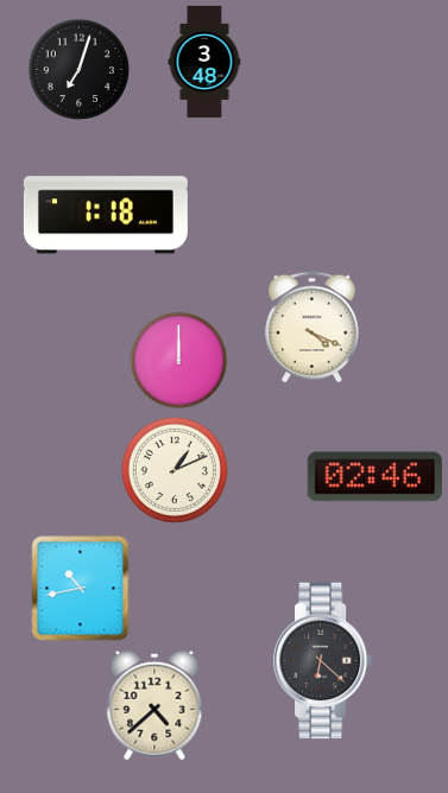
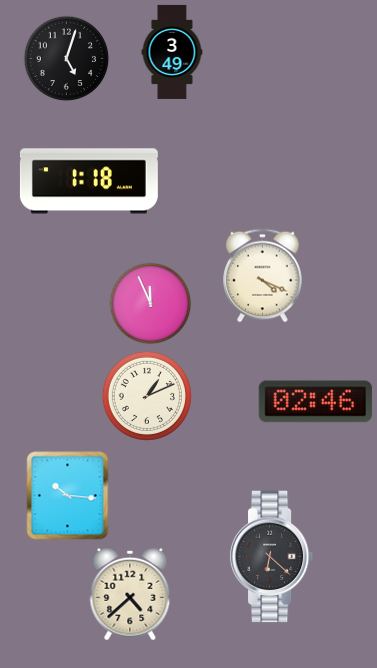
clock at (204, 62): 3:48 -> 3:49
clock at (80, 70): 7:03 -> 5:03
clock at (179, 361): 12:00 -> 11:56
clock at (81, 589): 10:43 -> 10:16
